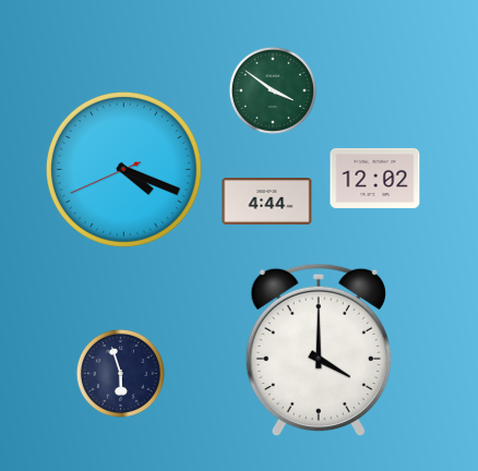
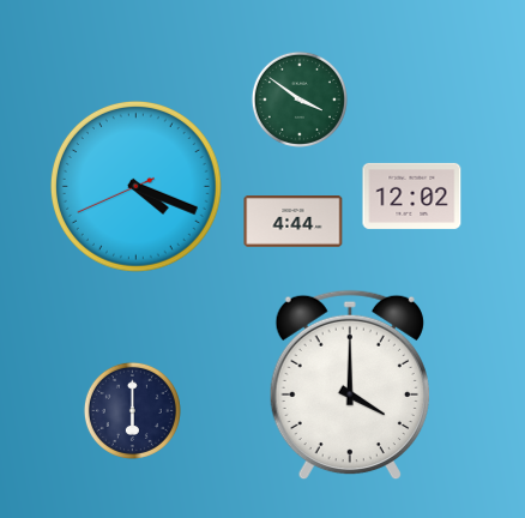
clock at (120, 373): 5:57 -> 6:00
